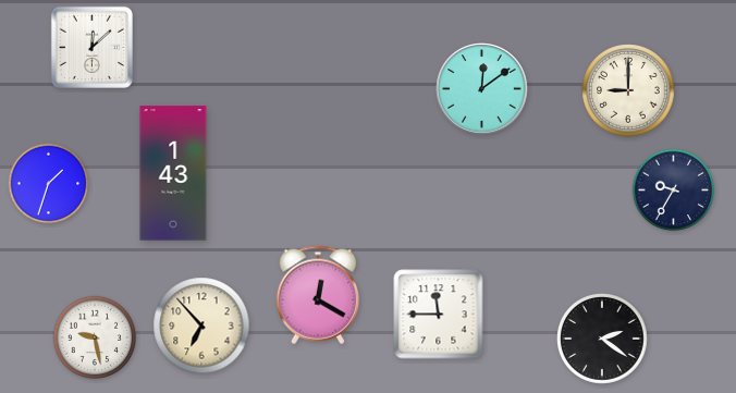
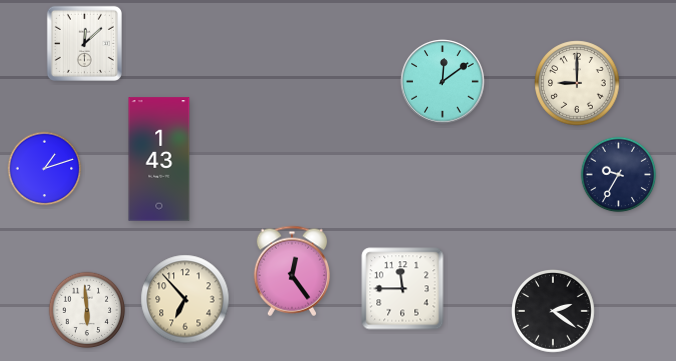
clock at (49, 184): 1:33 -> 1:12
clock at (317, 295): 12:20 -> 12:24
clock at (95, 337): 9:28 -> 5:59
